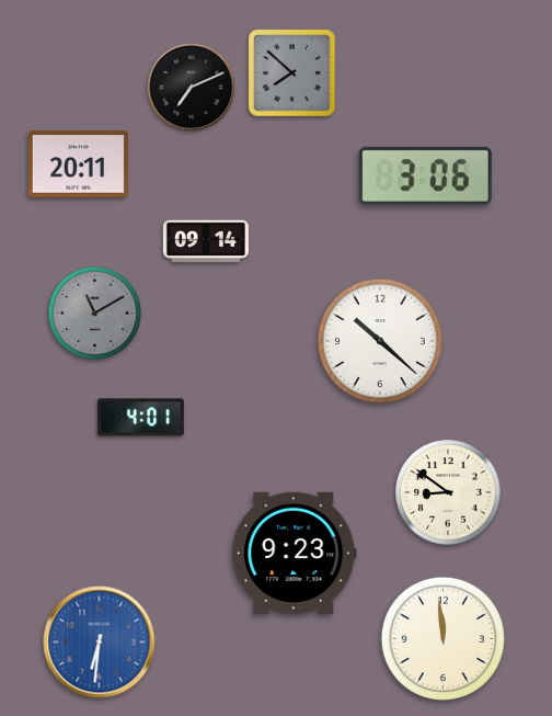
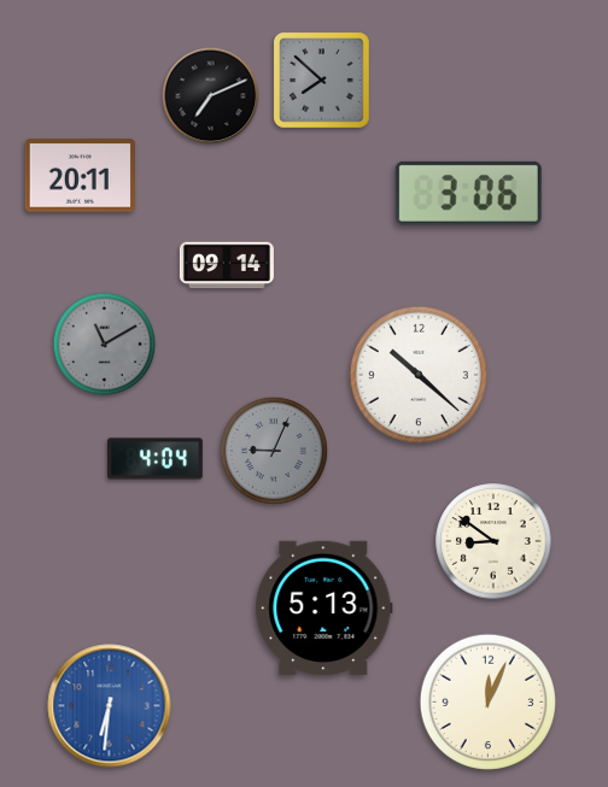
clock at (78, 164) position: (78, 164) -> (80, 176)
clock at (274, 451): none -> 9:04
clock at (140, 418): 4:01 -> 4:04
clock at (295, 554): 9:23 -> 5:13
clock at (442, 638): 11:59 -> 12:04
